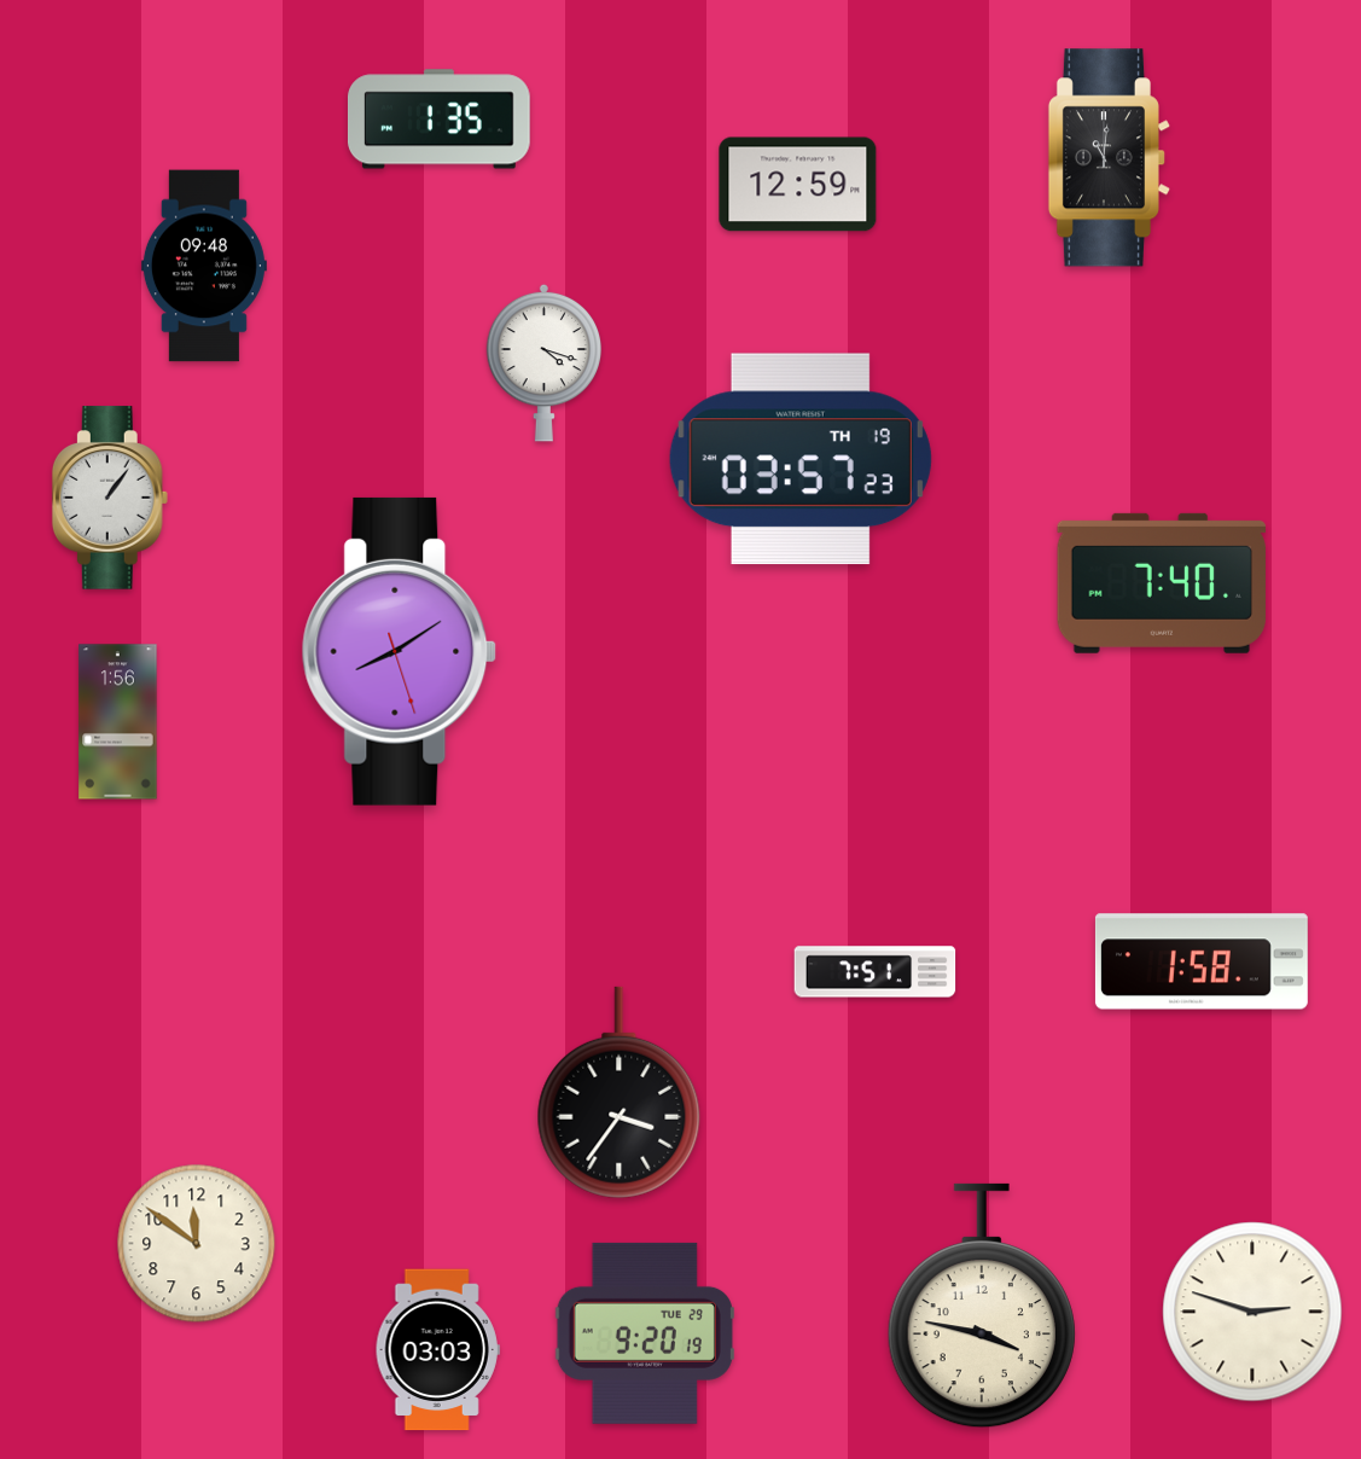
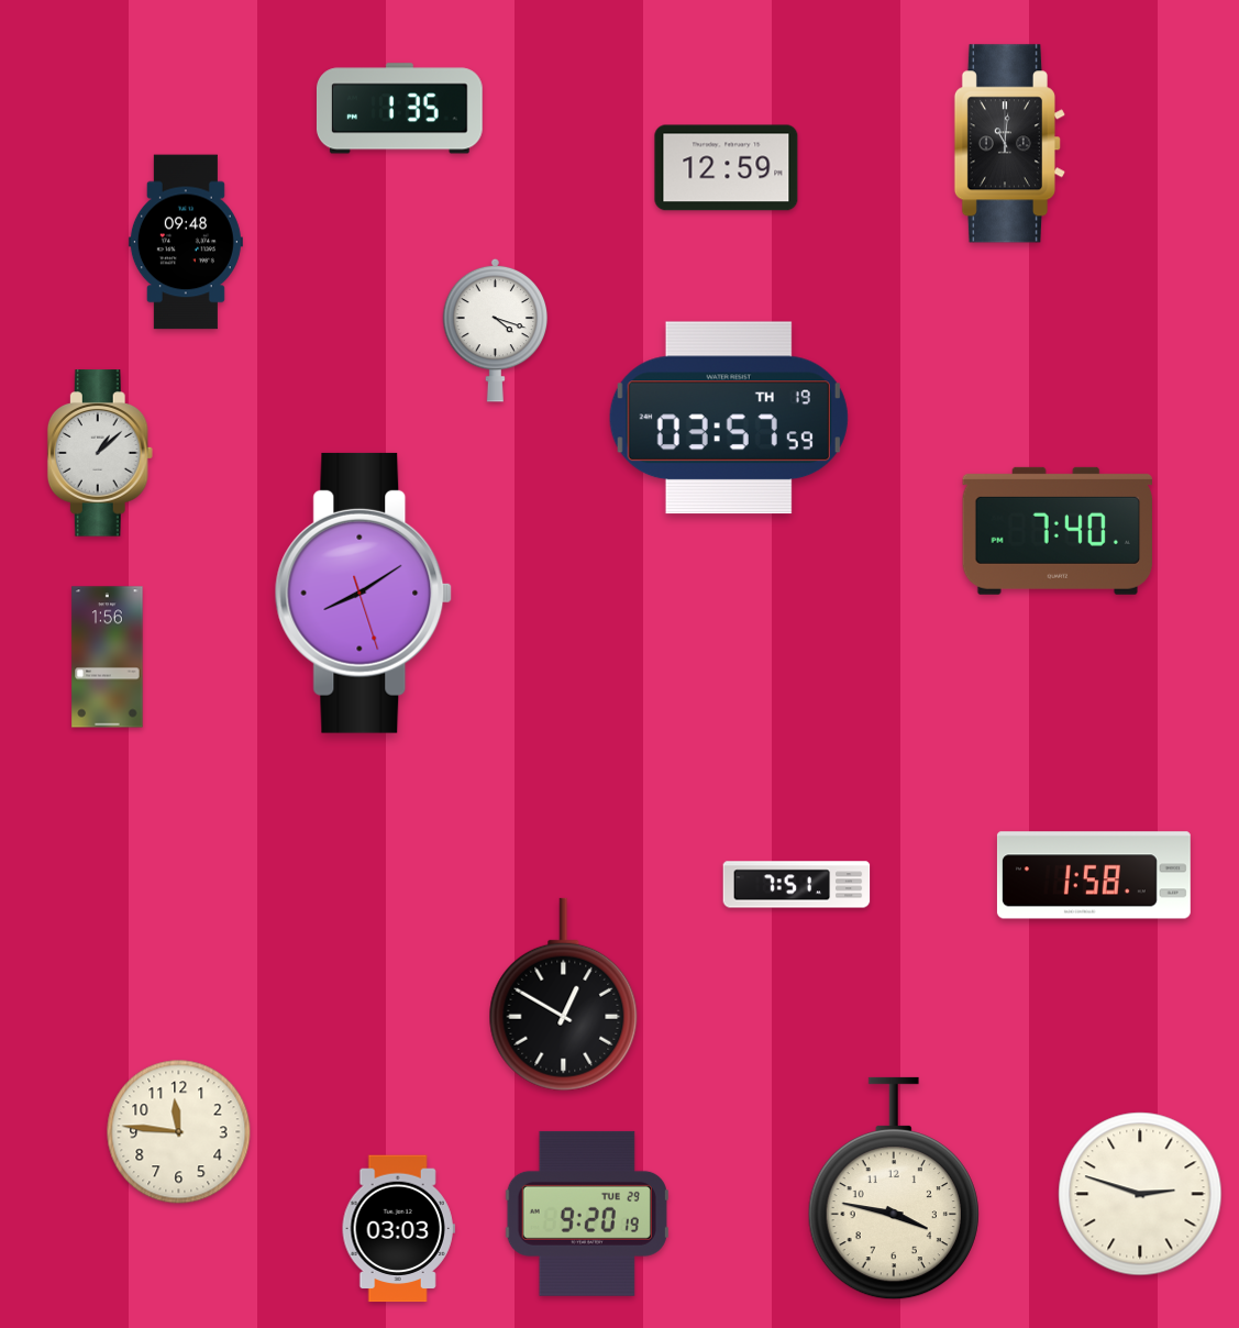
clock at (801, 459): 03:57:23 -> 03:57:59
clock at (110, 498): 1:06 -> 1:08
clock at (620, 1093): 3:36 -> 12:50
clock at (197, 1244): 11:51 -> 11:46
